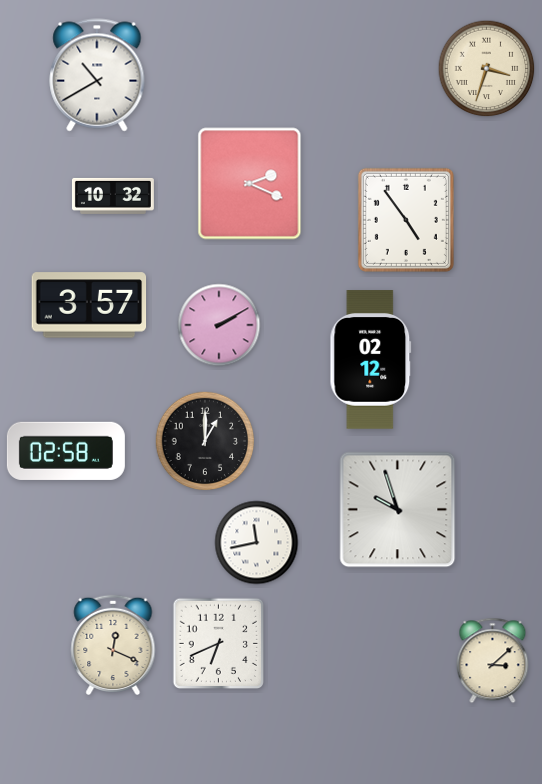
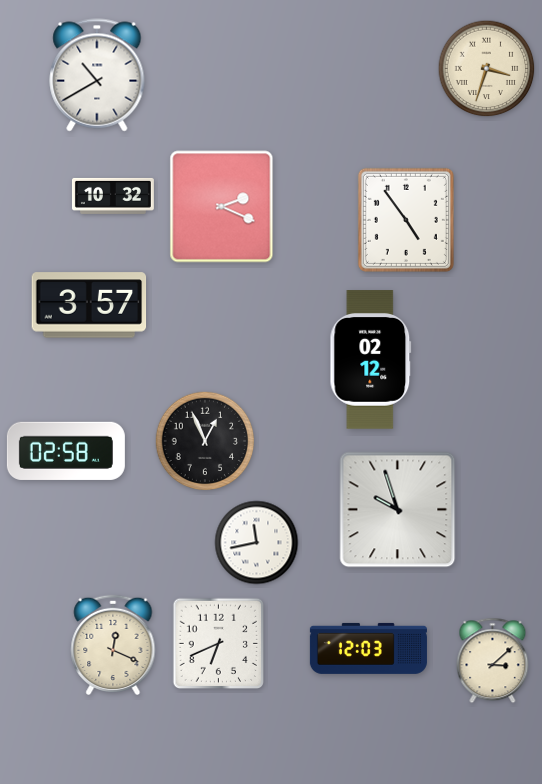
clock at (250, 184) position: (250, 184) -> (222, 207)
clock at (219, 325): 2:10 -> none
clock at (205, 441): 1:00 -> 12:56
clock at (368, 648): none -> 12:03
